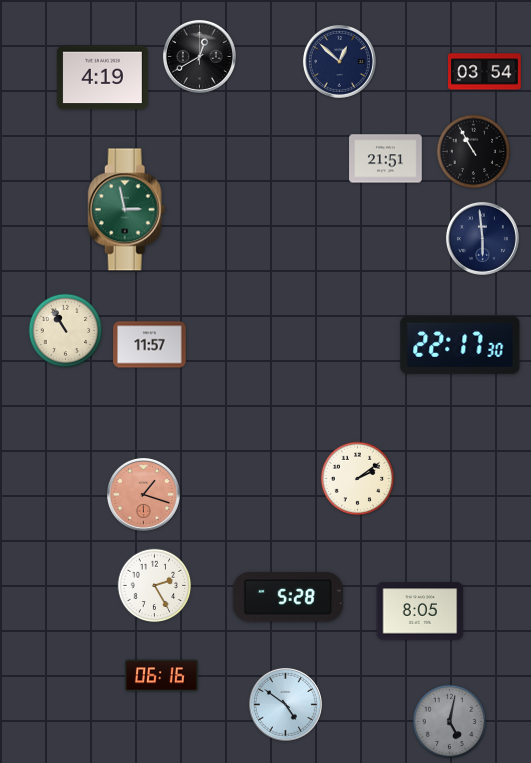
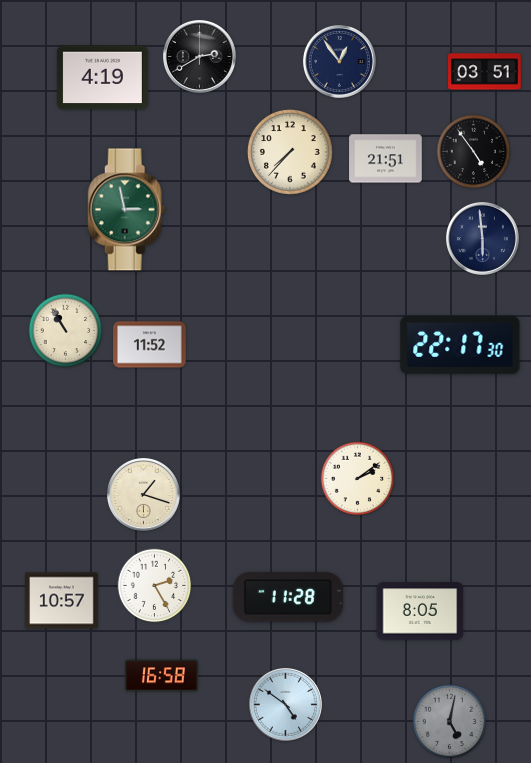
clock at (199, 56): 12:40 -> 2:40
clock at (339, 61): 12:52 -> 12:54
clock at (485, 72): 03:54 -> 03:51
clock at (290, 152): none -> 7:37
clock at (474, 152): 10:55 -> 4:54
clock at (150, 345): 11:57 -> 11:52
clock at (143, 494) dial: salmon -> cream
clock at (288, 597): 5:28 -> 11:28
clock at (62, 601): none -> 10:57
clock at (162, 676): 06:16 -> 16:58
